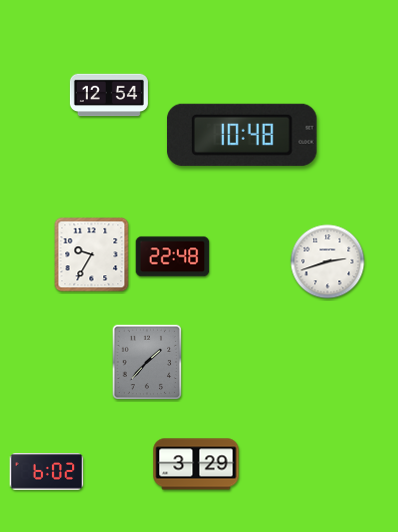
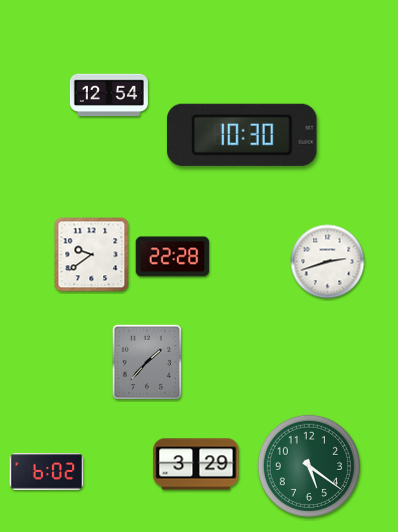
clock at (243, 135): 10:48 -> 10:30
clock at (92, 255): 9:35 -> 9:39
clock at (173, 257): 22:48 -> 22:28
clock at (309, 466): none -> 5:21
